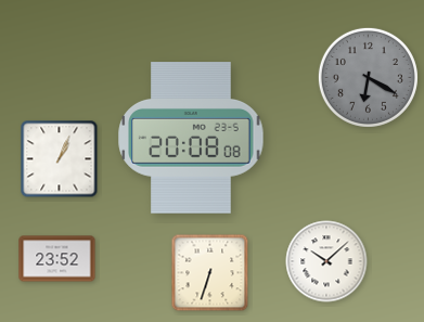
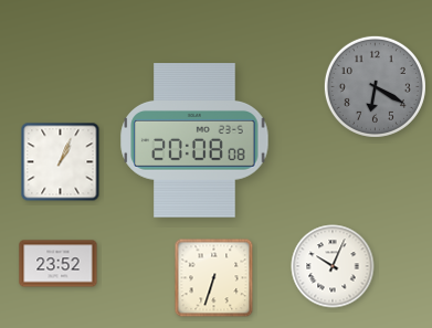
clock at (368, 77) position: (368, 77) -> (375, 86)
clock at (326, 261): 10:08 -> 10:04
